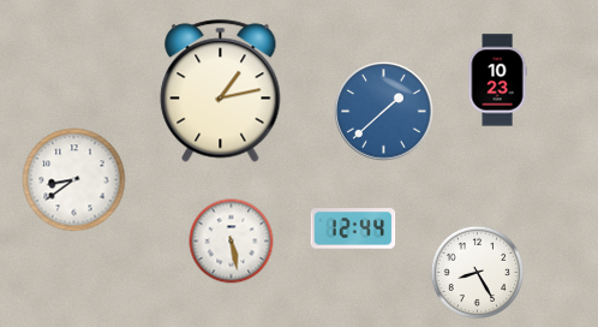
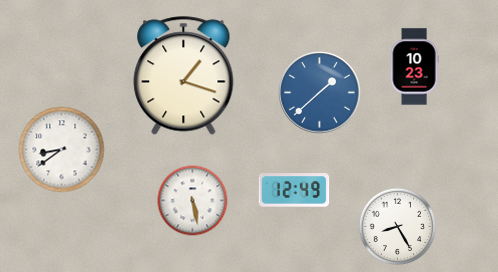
clock at (221, 91): 1:13 -> 1:18
clock at (353, 228): 12:44 -> 12:49
